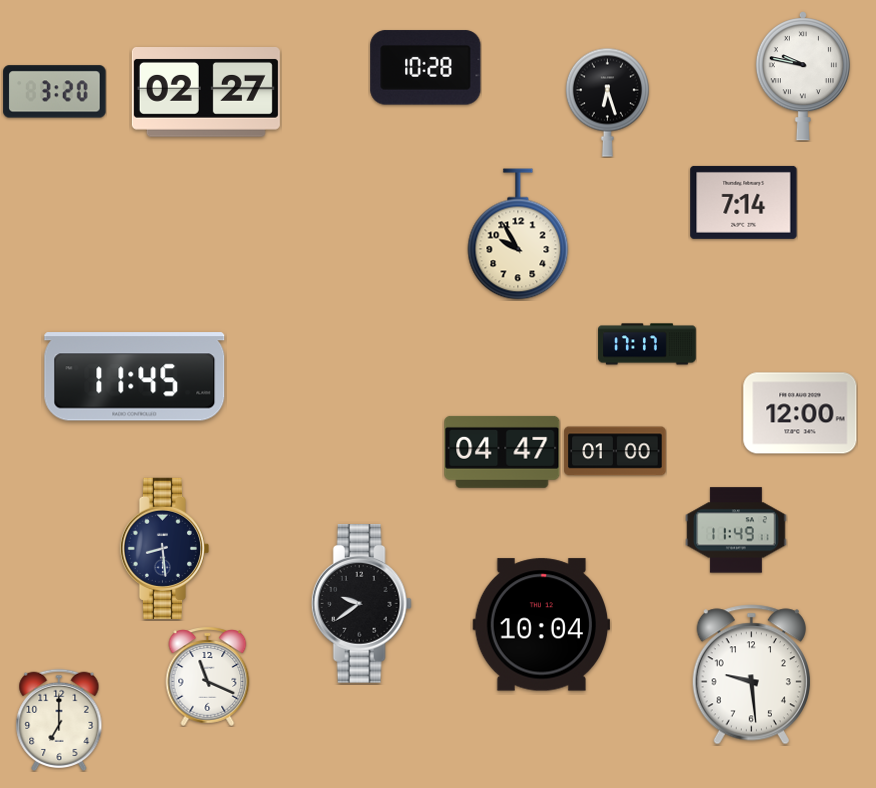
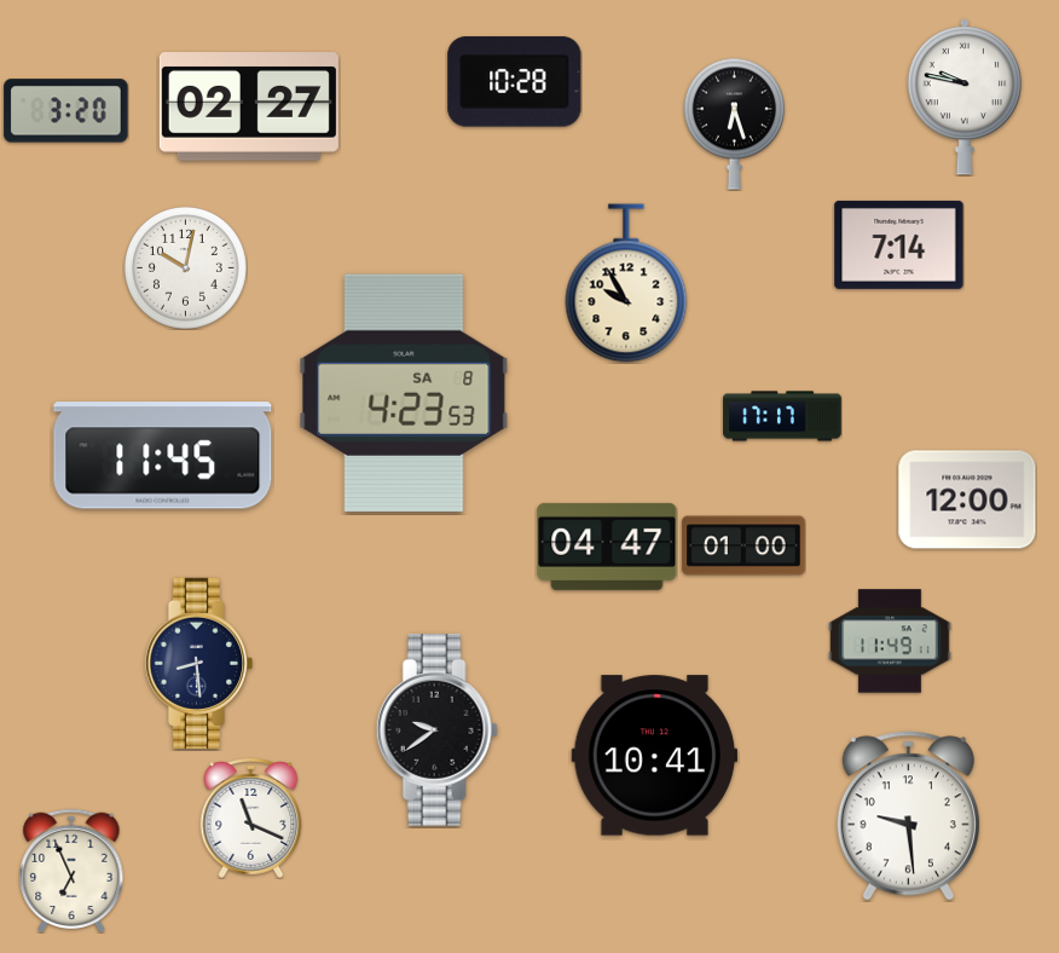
clock at (803, 76) position: (803, 76) -> (965, 97)
clock at (206, 93) position: (206, 93) -> (249, 108)
clock at (185, 267): none -> 10:02
clock at (404, 392): none -> 4:23
clock at (542, 625): 10:04 -> 10:41
clock at (59, 719): 7:00 -> 6:56
